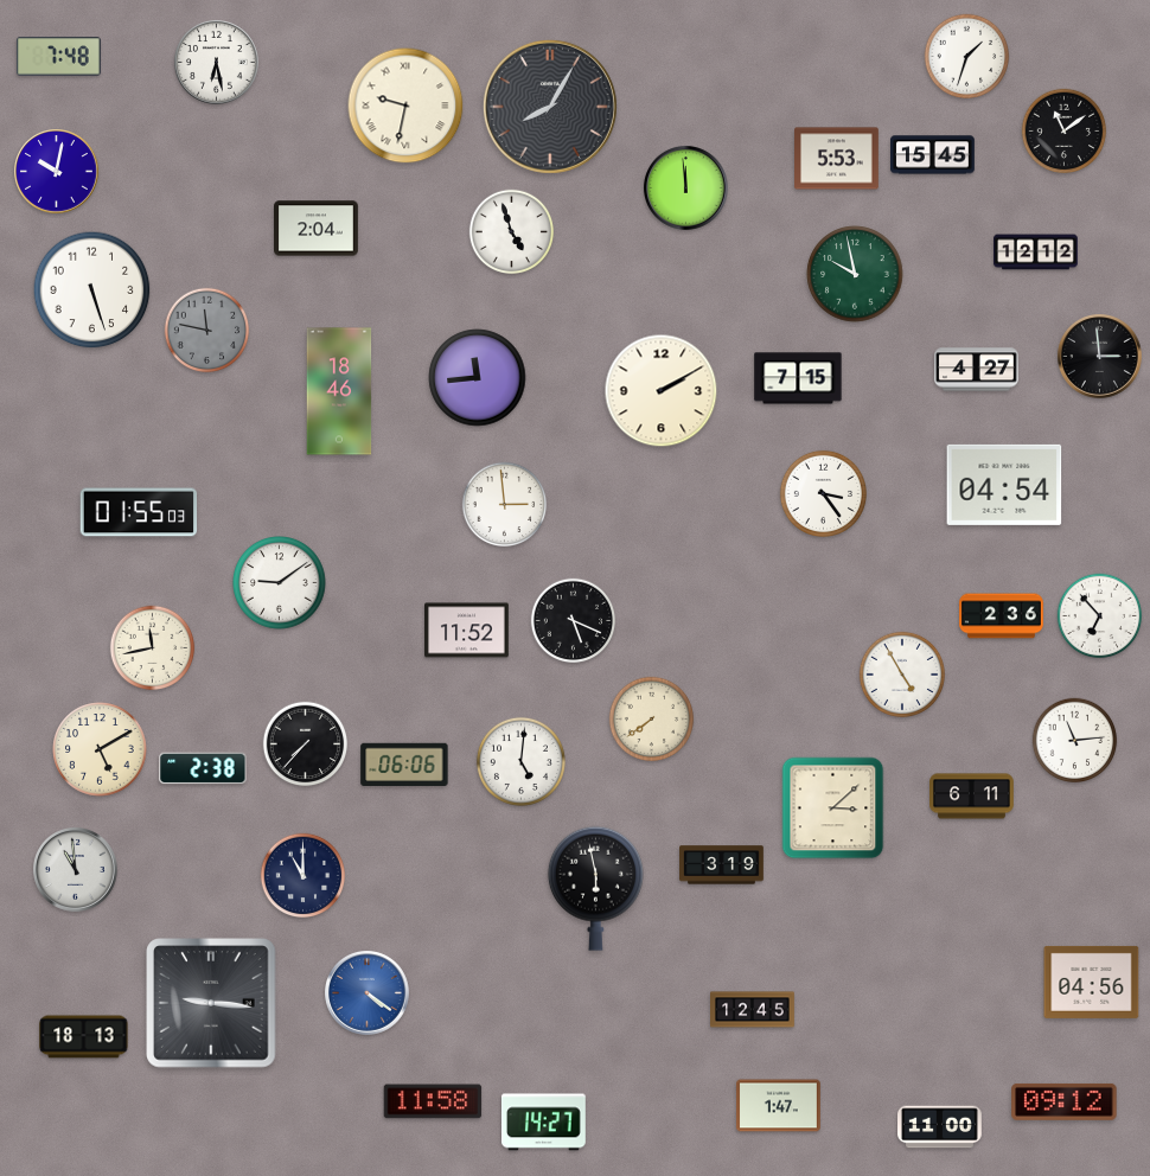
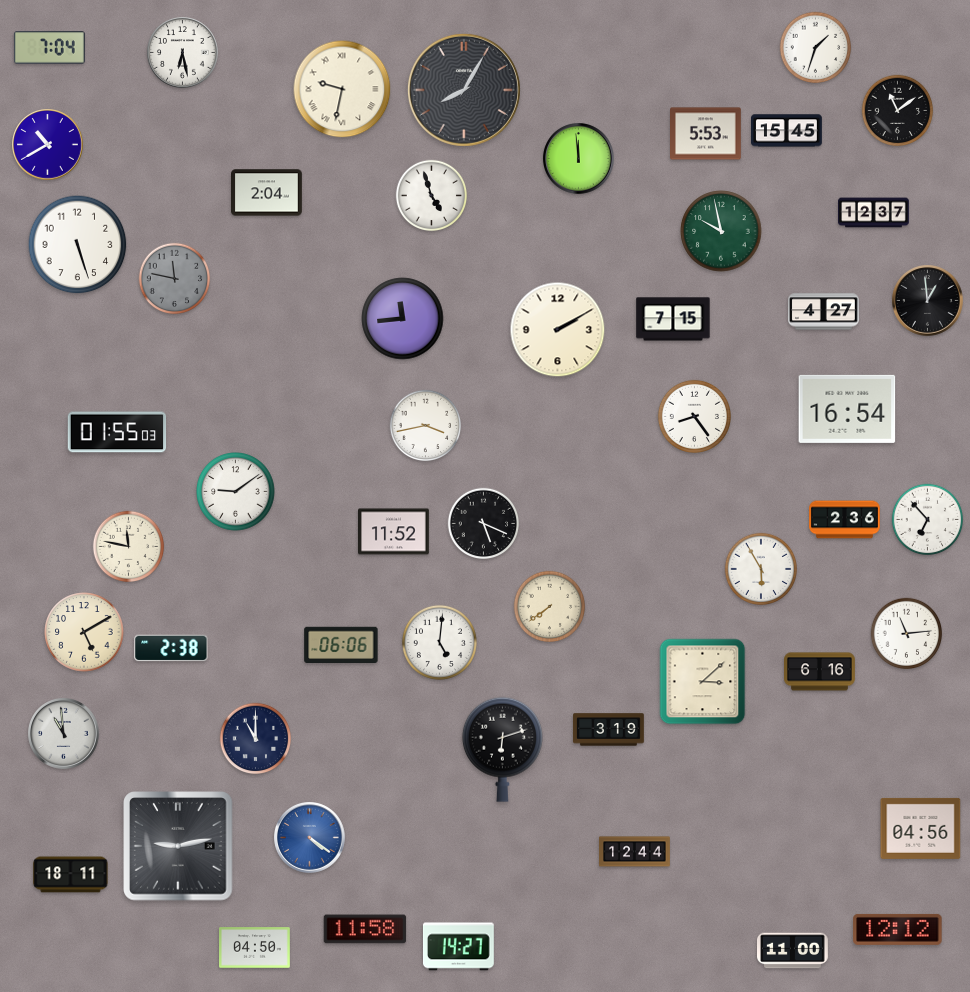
clock at (58, 57): 7:48 -> 7:04
clock at (57, 172): 10:02 -> 10:40
clock at (1036, 253): 12:12 -> 12:37
clock at (1100, 357): 2:59 -> 12:59
clock at (339, 391): 18:46 -> none
clock at (1004, 485): 04:54 -> 16:54
clock at (823, 493): 3:24 -> 8:24
clock at (505, 505): 2:59 -> 3:43
clock at (153, 648): 11:43 -> 11:47
clock at (901, 673): 4:55 -> 5:55
clock at (1075, 741) position: (1075, 741) -> (907, 634)
clock at (306, 744): 7:37 -> none
clock at (972, 797): 6:11 -> 6:16
clock at (595, 888): 5:58 -> 6:12
clock at (211, 1003): 9:16 -> 9:13
clock at (753, 1010): 12:45 -> 12:44
clock at (84, 1037): 18:13 -> 18:11
clock at (1065, 1101): 09:12 -> 12:12
clock at (779, 1106): 1:47 -> none
clock at (255, 948): none -> 04:50
